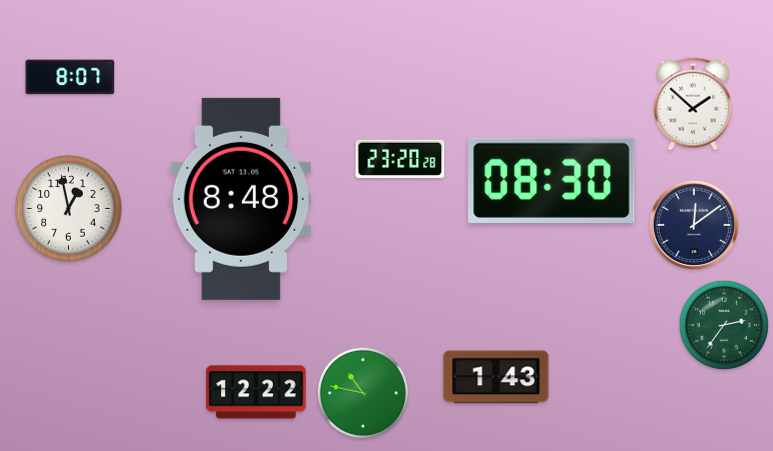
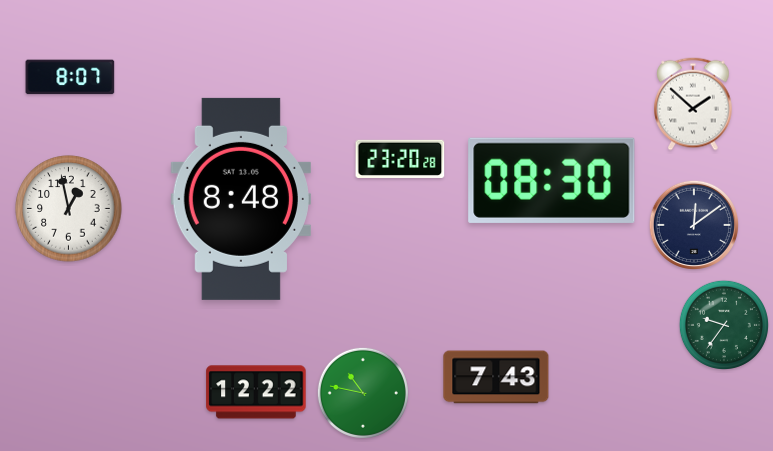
clock at (724, 325): 2:36 -> 9:36
clock at (496, 377): 1:43 -> 7:43
